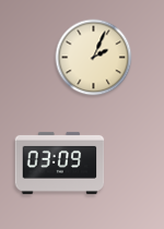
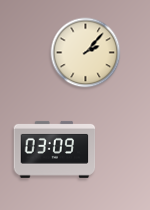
clock at (94, 58): 2:04 -> 2:07
